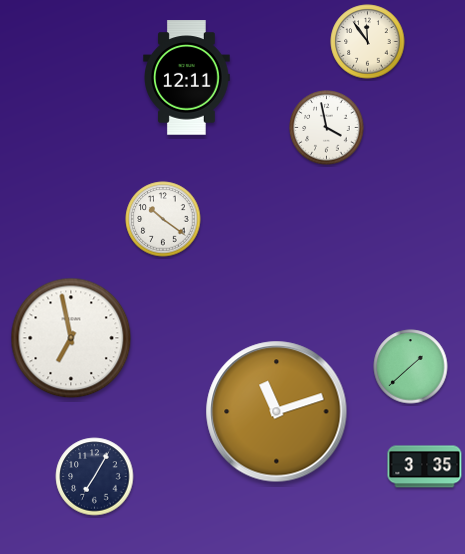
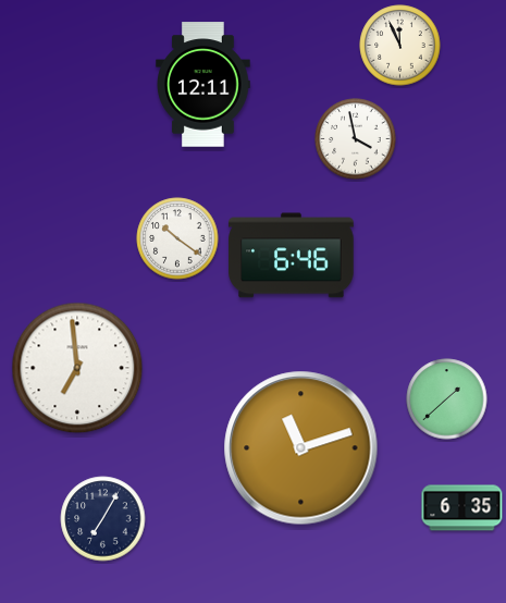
clock at (368, 42): 11:54 -> 11:56
clock at (292, 256): none -> 6:46
clock at (71, 338): 6:58 -> 6:59
clock at (425, 467): 3:35 -> 6:35
